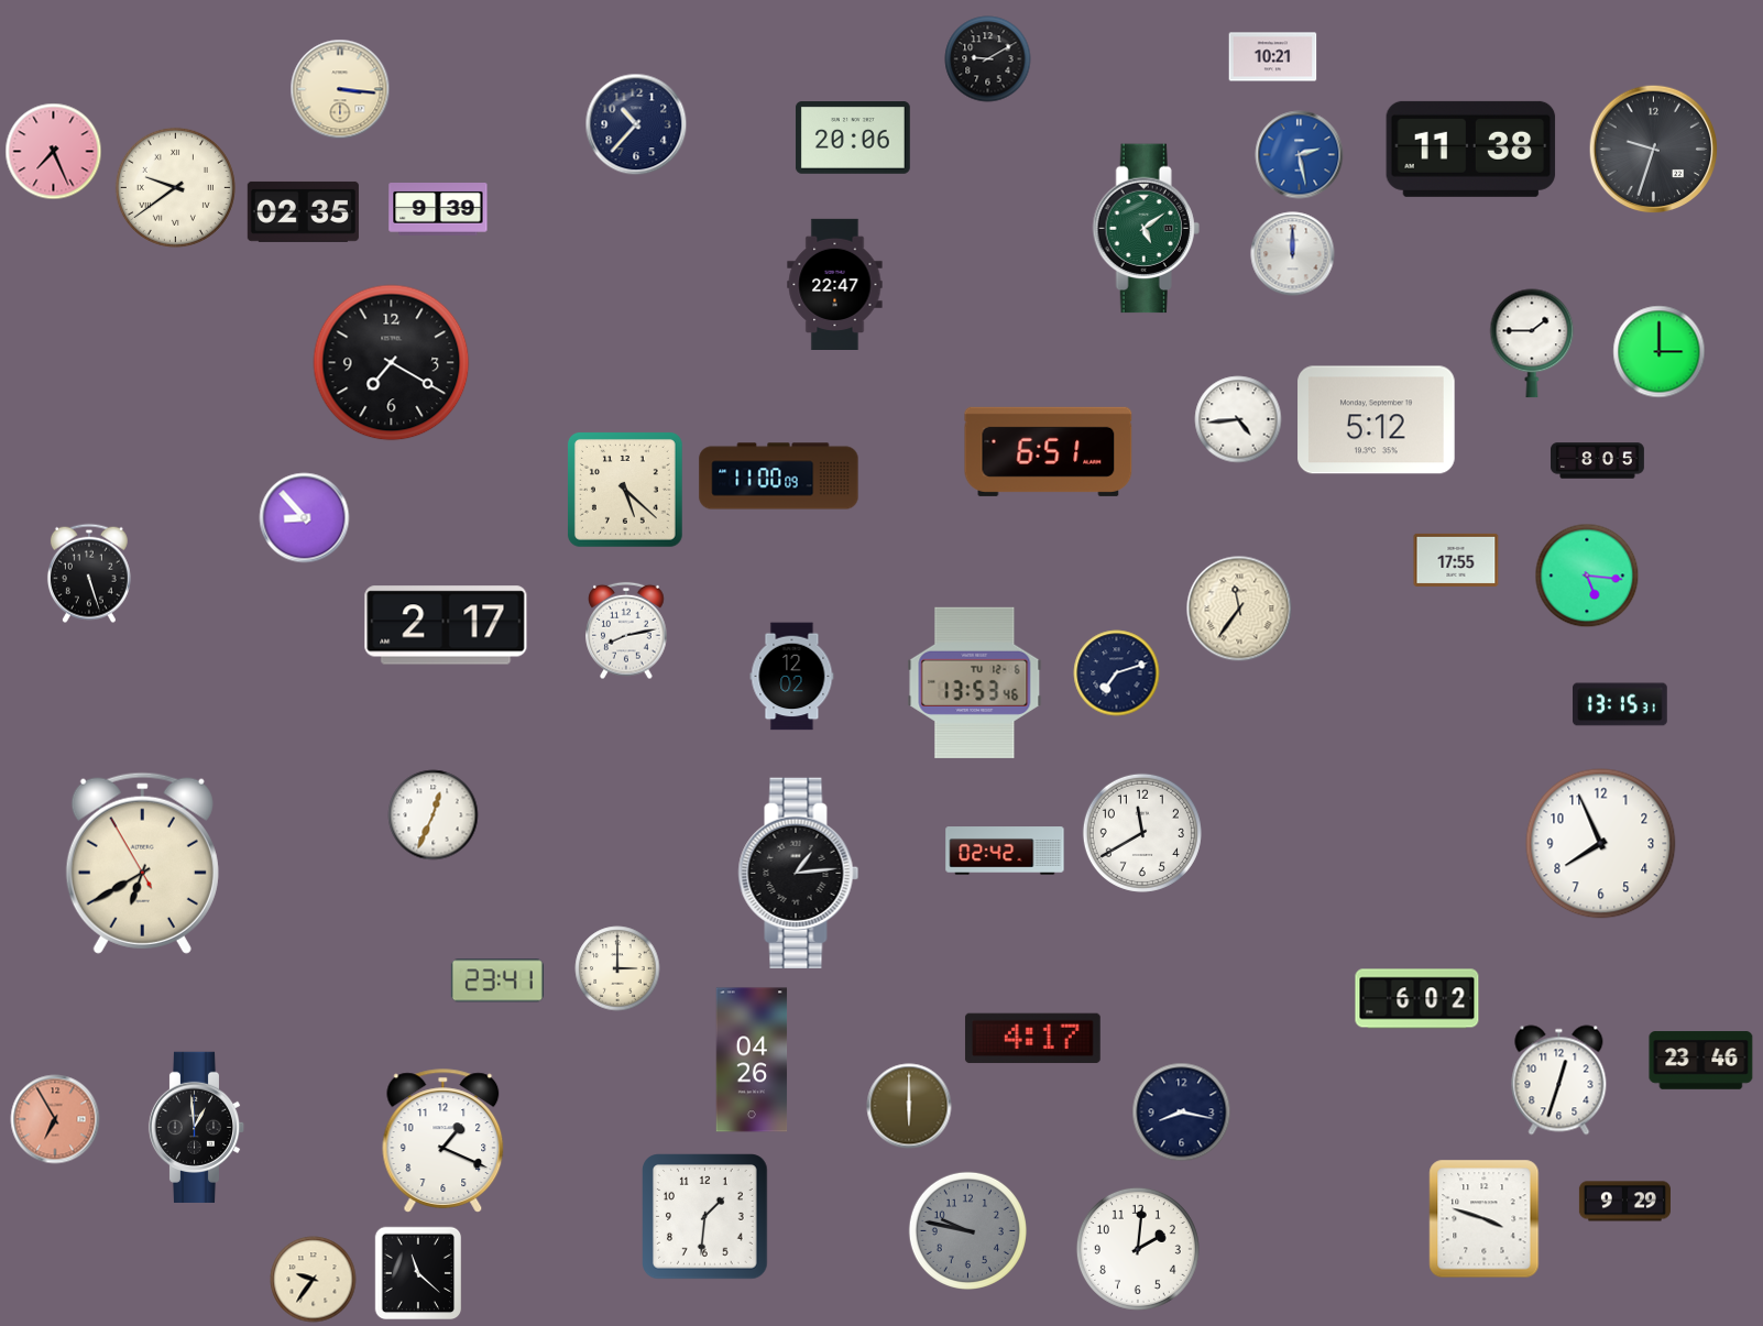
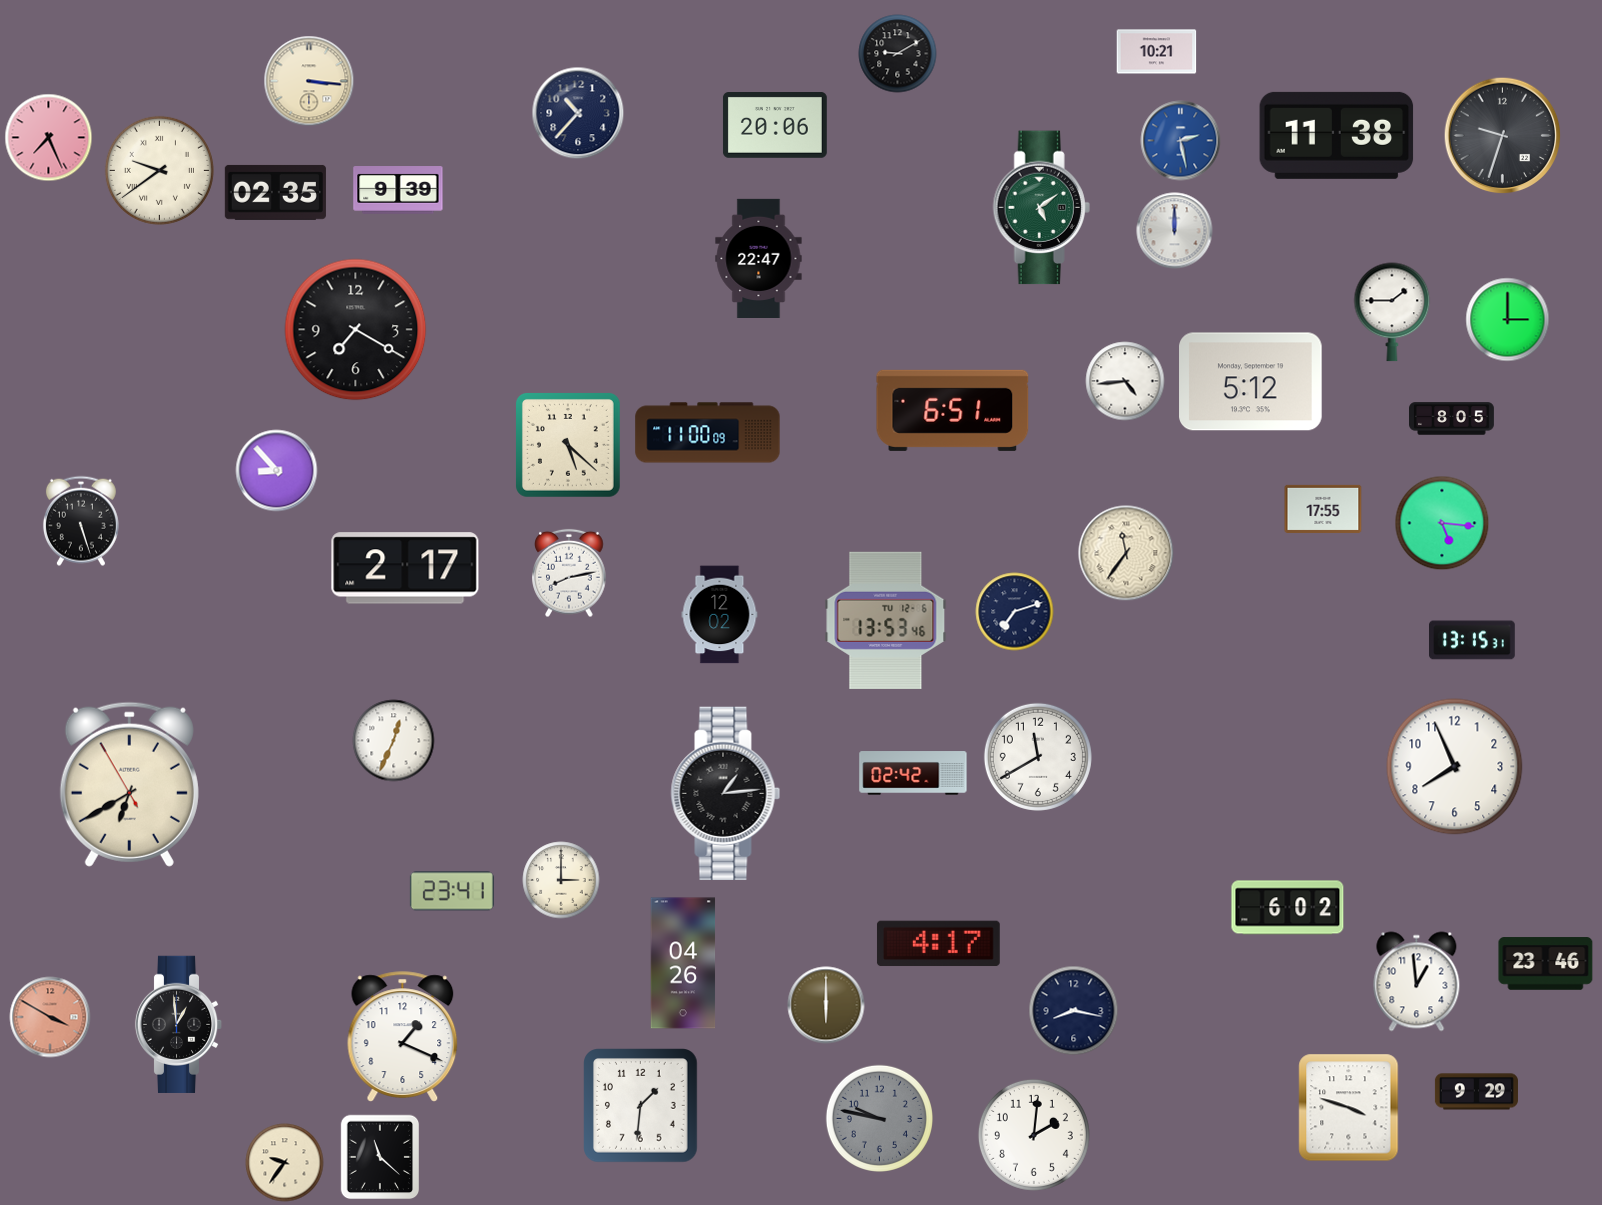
clock at (1559, 1081): 12:33 -> 12:59
clock at (55, 1119): 6:55 -> 3:50
